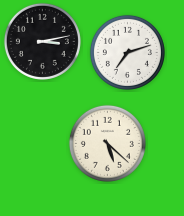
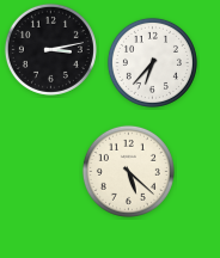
clock at (127, 52): 7:12 -> 6:37
